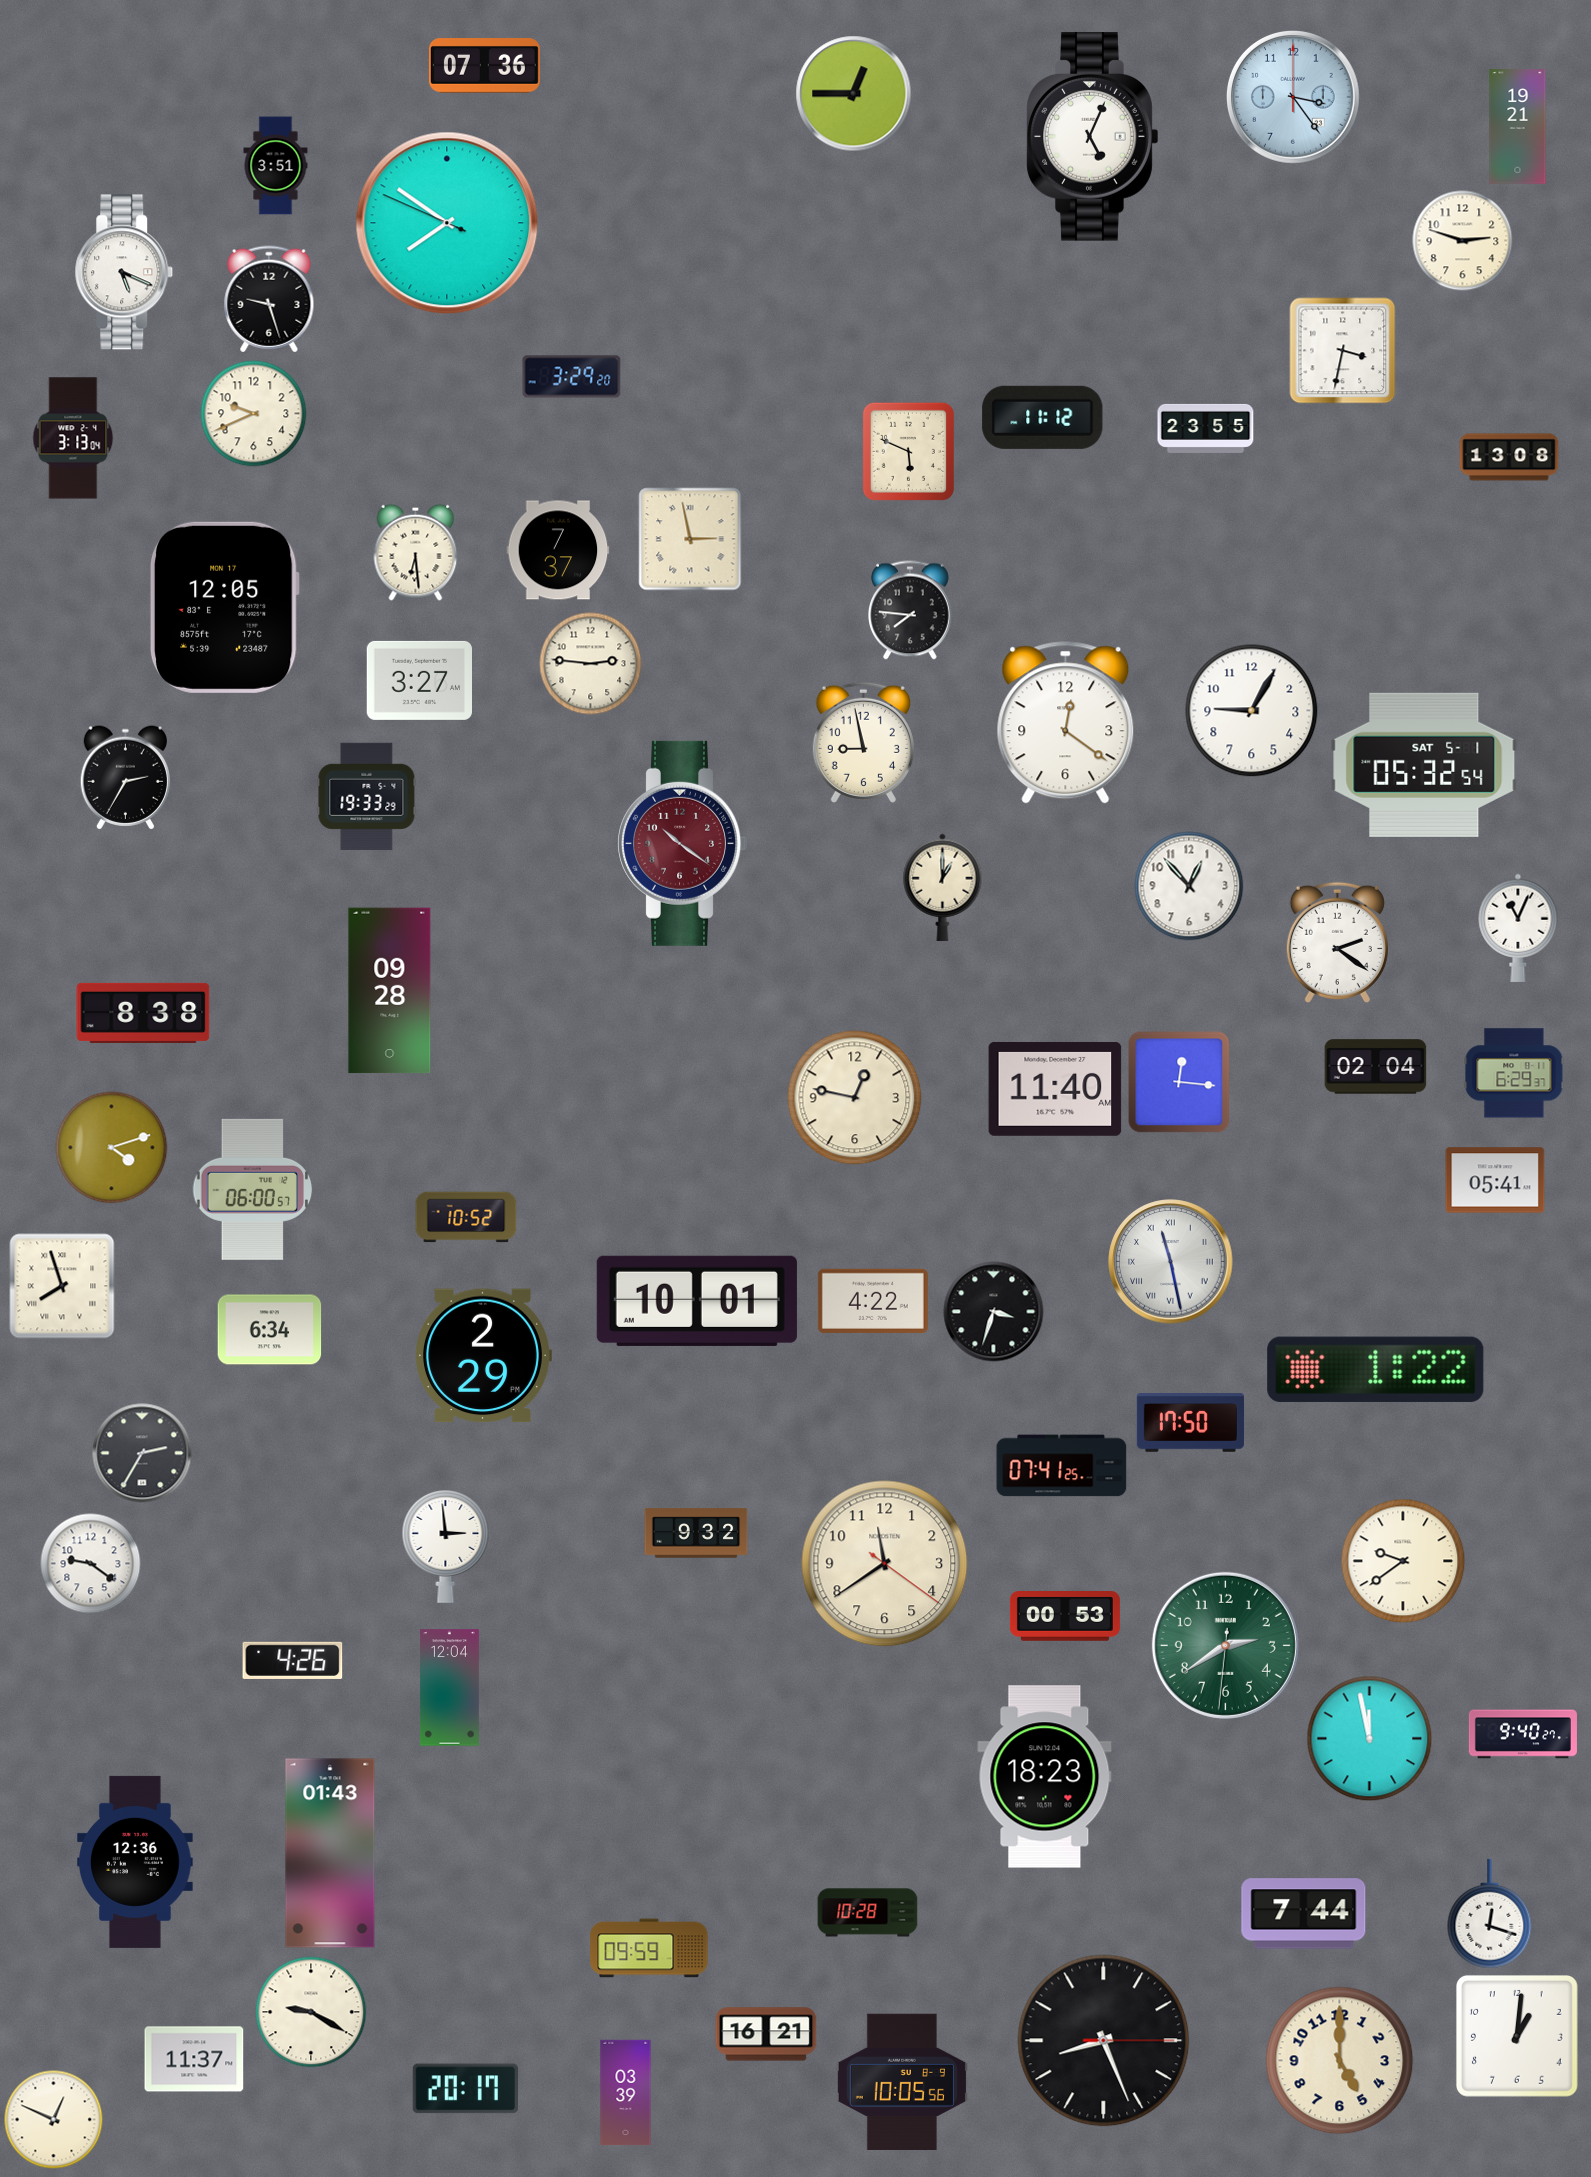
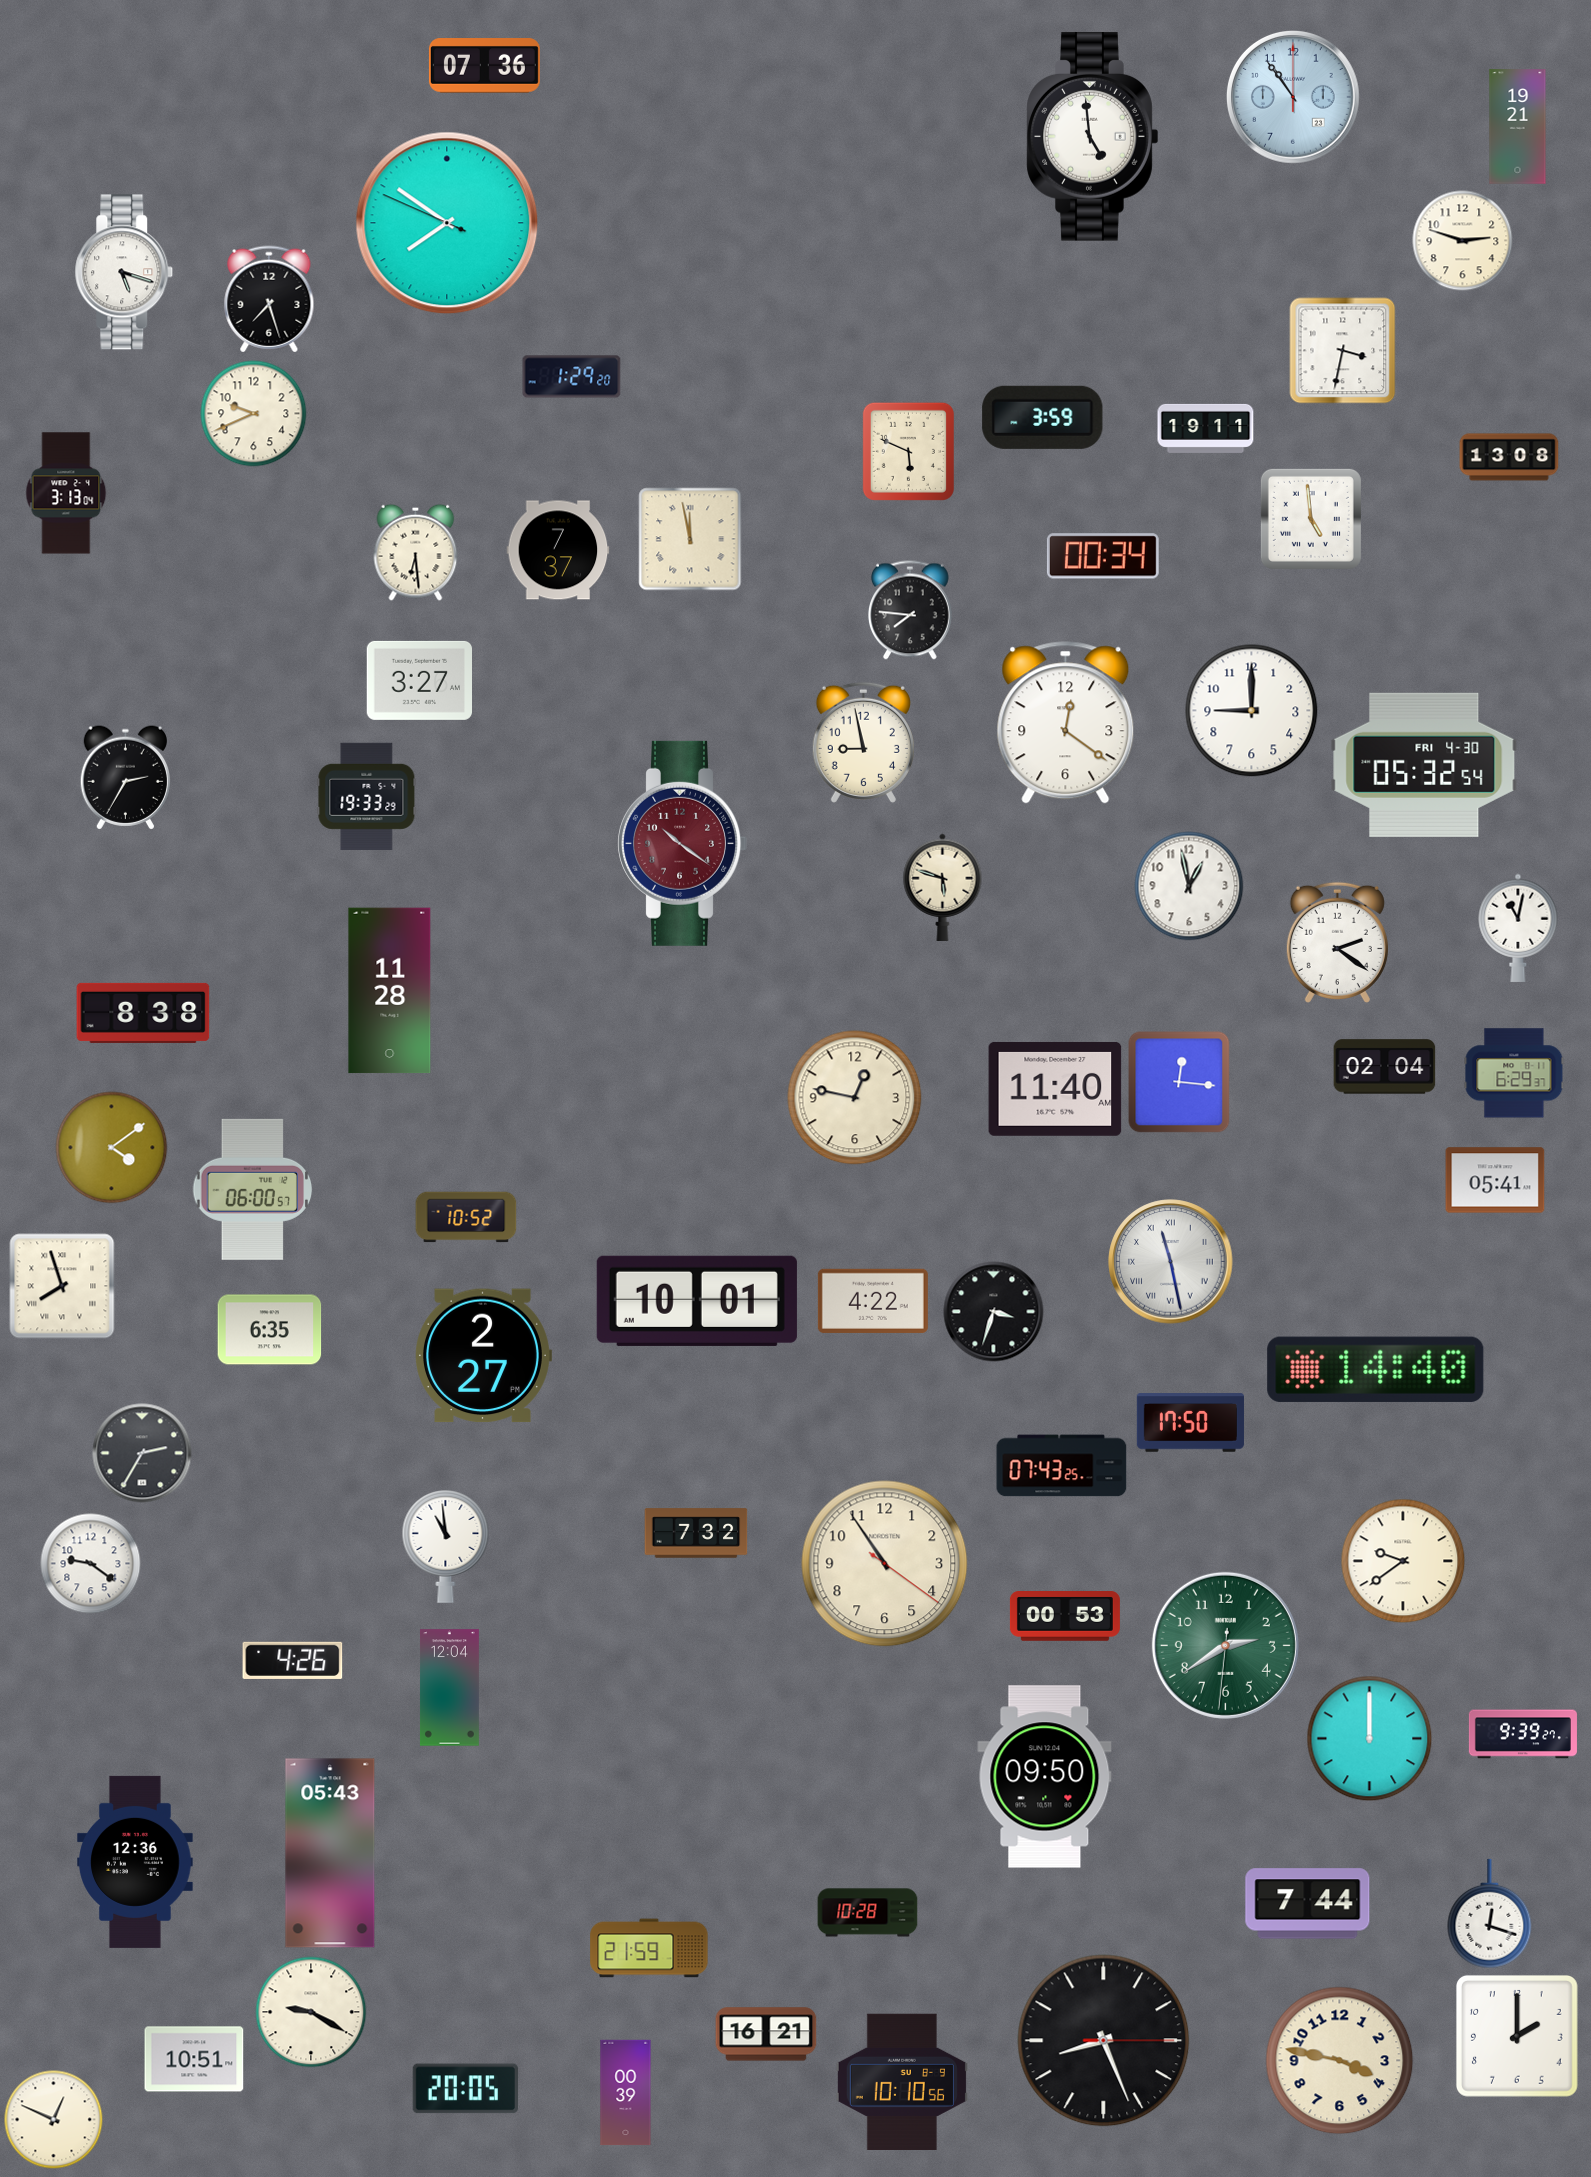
clock at (854, 94): 12:45 -> none
clock at (1293, 97): 3:24 -> 10:54
clock at (1093, 136): 5:04 -> 4:59
clock at (276, 166): 3:51 -> none
clock at (124, 272): 5:19 -> 5:18
clock at (269, 299): 9:27 -> 7:27
clock at (572, 377): 3:29 -> 1:29
clock at (1043, 417): 11:12 -> 3:59
clock at (1206, 428): 23:55 -> 19:11
clock at (73, 438) position: (73, 438) -> (66, 493)
clock at (1311, 519): none -> 4:59
clock at (690, 539): 2:58 -> 11:58
clock at (1103, 556): none -> 00:34
clock at (224, 607): 12:05 -> none
clock at (591, 664): 2:46 -> none
clock at (1252, 711): 9:05 -> 9:00
clock at (1424, 765) date: SAT 5-1 -> FRI 4-30
clock at (1189, 886): 12:53 -> 12:58
clock at (943, 887): 1:00 -> 5:48
clock at (1518, 928): 11:04 -> 11:02
clock at (390, 991): 09:28 -> 11:28
clock at (1376, 1067) position: (1376, 1067) -> (1385, 1067)
clock at (112, 1148): 4:12 -> 4:09
clock at (270, 1330): 6:34 -> 6:35
clock at (484, 1356): 2:29 -> 2:27
clock at (1376, 1369): 1:22 -> 14:40
clock at (1062, 1466): 07:41 -> 07:43
clock at (696, 1533): 9:32 -> 7:32
clock at (446, 1546): 2:59 -> 10:59
clock at (885, 1564): 11:39 -> 10:54
clock at (1523, 1734): 9:40 -> 9:39
clock at (1370, 1739): 11:58 -> 12:00
clock at (1045, 1777): 18:23 -> 09:50
clock at (330, 1853): 01:43 -> 05:43
clock at (1304, 1914) position: (1304, 1914) -> (1308, 1904)
clock at (649, 1948): 09:59 -> 21:59
clock at (1517, 2036): 1:01 -> 2:00
clock at (194, 2059): 11:37 -> 10:51
clock at (1340, 2061): 5:00 -> 3:47
clock at (902, 2081): 10:05 -> 10:10
clock at (465, 2089): 20:17 -> 20:05
clock at (626, 2093): 03:39 -> 00:39
